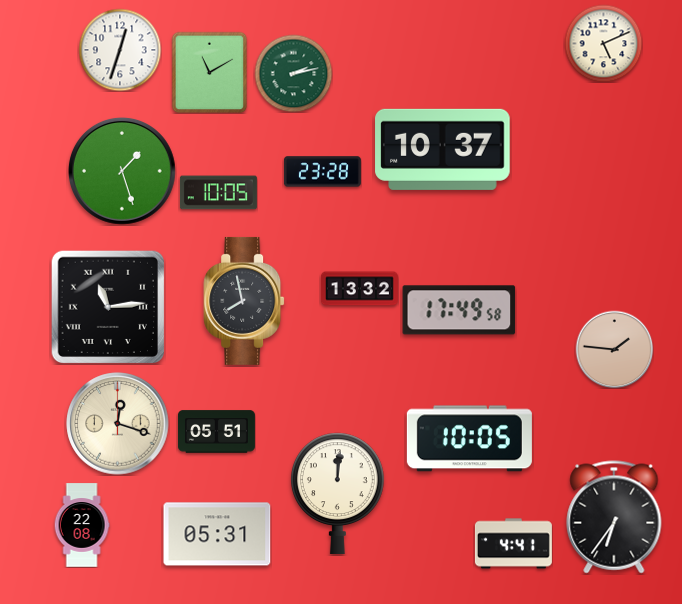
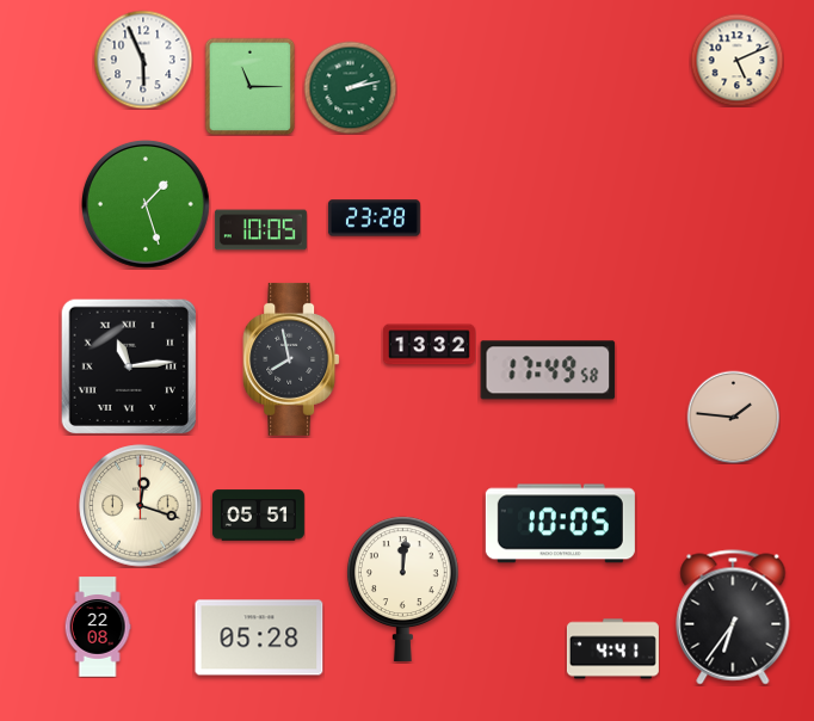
clock at (603, 43) position: (603, 43) -> (736, 60)
clock at (120, 50): 12:33 -> 5:56
clock at (210, 72): 11:10 -> 11:15
clock at (443, 149): 10:37 -> none
clock at (322, 172) position: (322, 172) -> (374, 218)
clock at (217, 534): 05:31 -> 05:28
